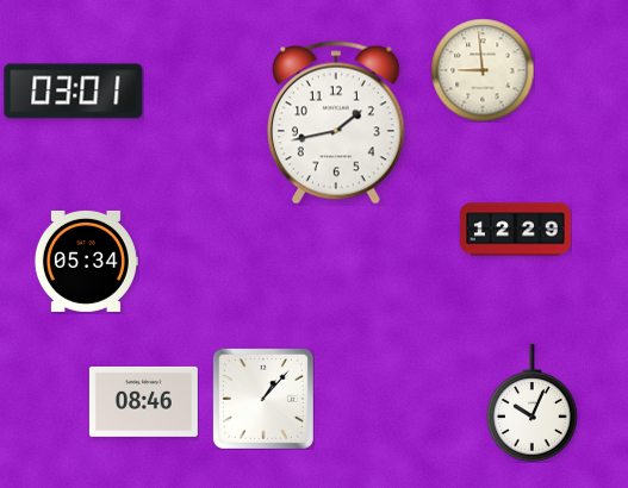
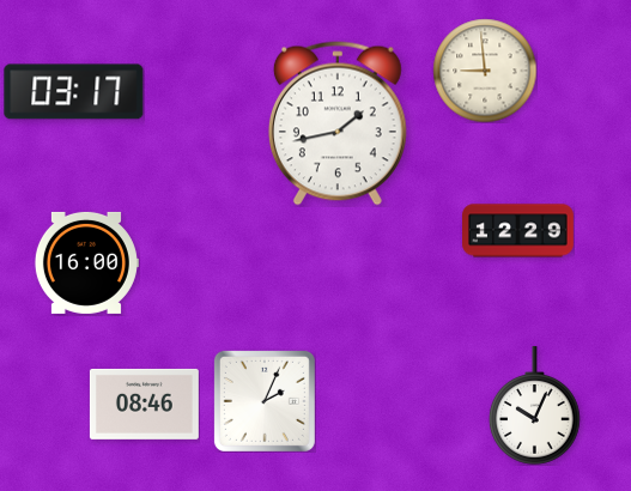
clock at (74, 92): 03:01 -> 03:17
clock at (86, 261): 05:34 -> 16:00
clock at (263, 399): 1:07 -> 2:04
